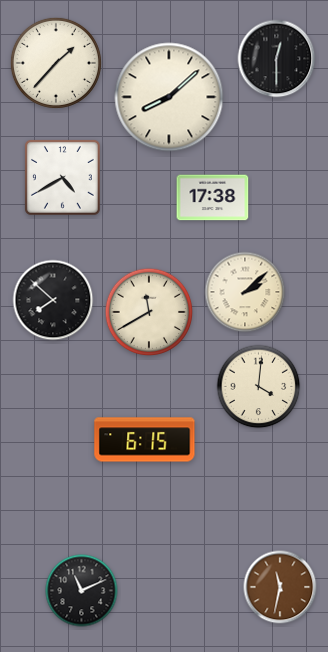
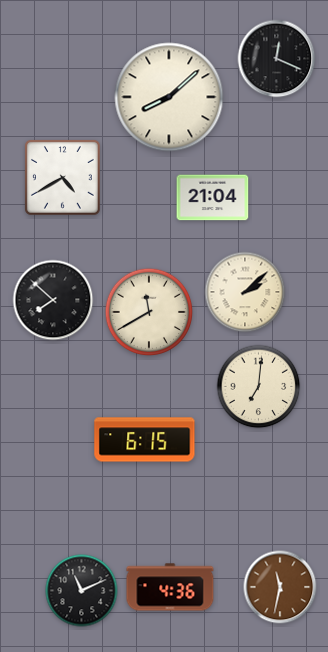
clock at (277, 59): 12:30 -> 12:19
clock at (56, 63): 1:37 -> none
clock at (213, 198): 17:38 -> 21:04
clock at (259, 387): 4:01 -> 7:01
clock at (170, 587): none -> 4:36
